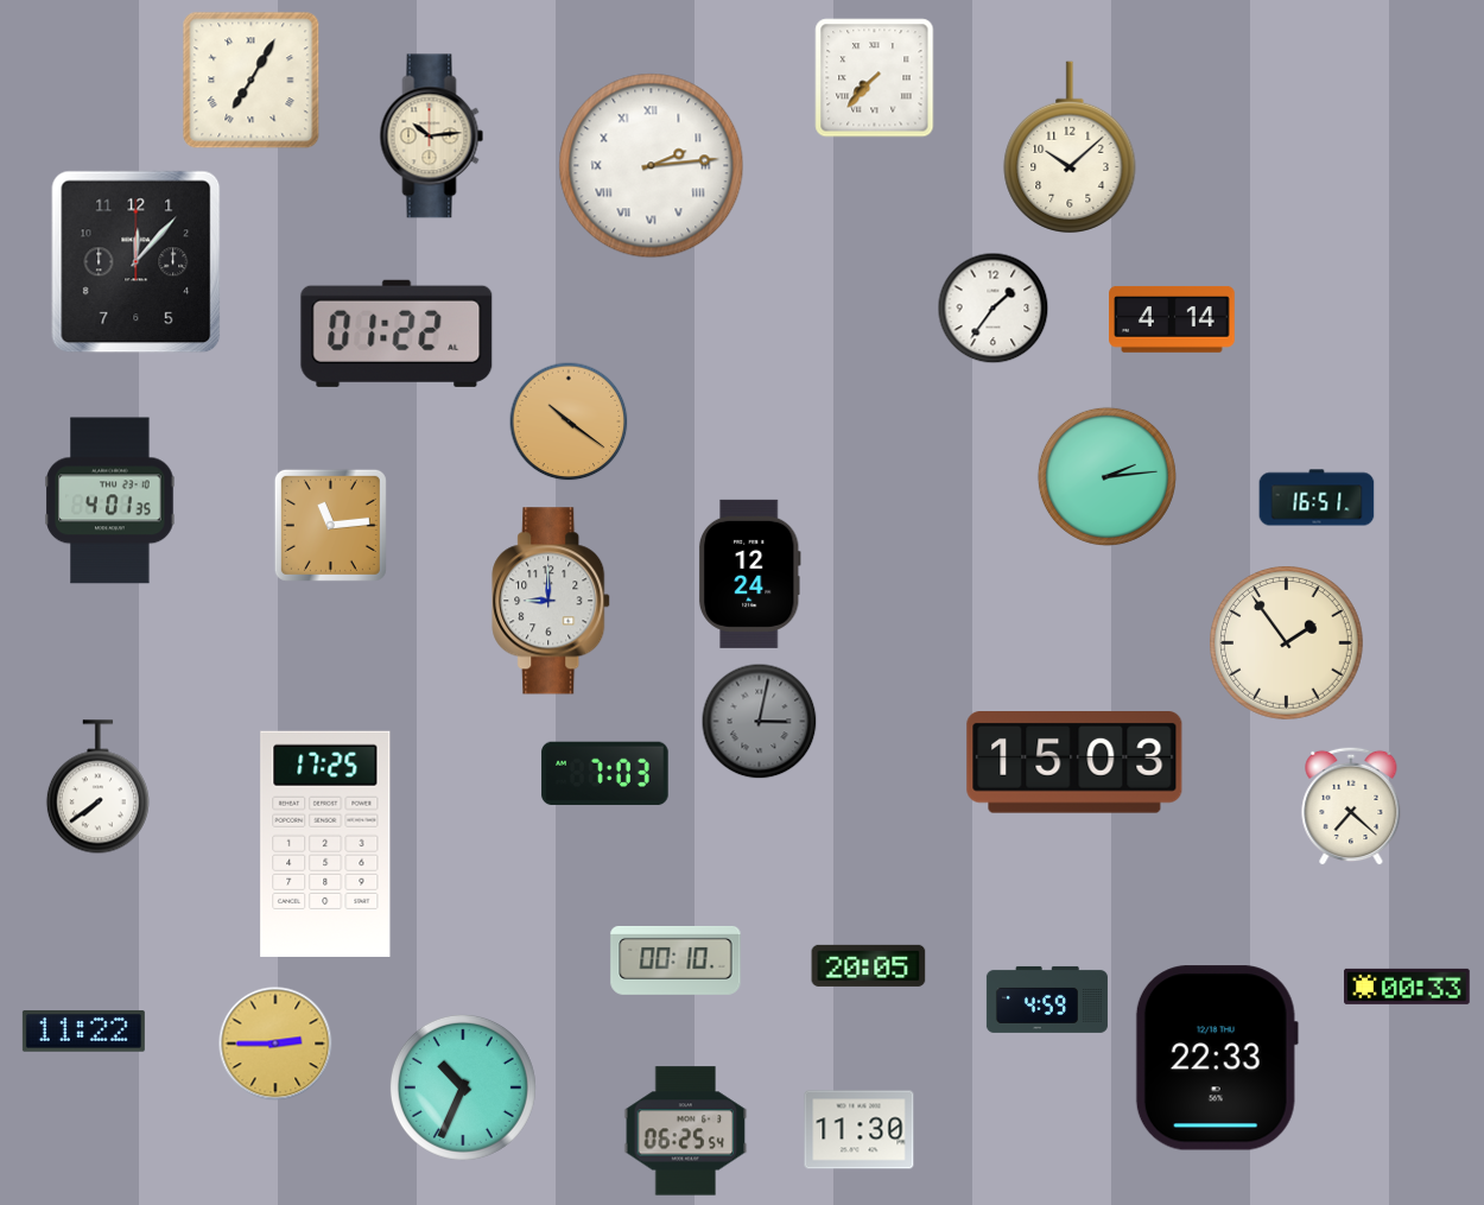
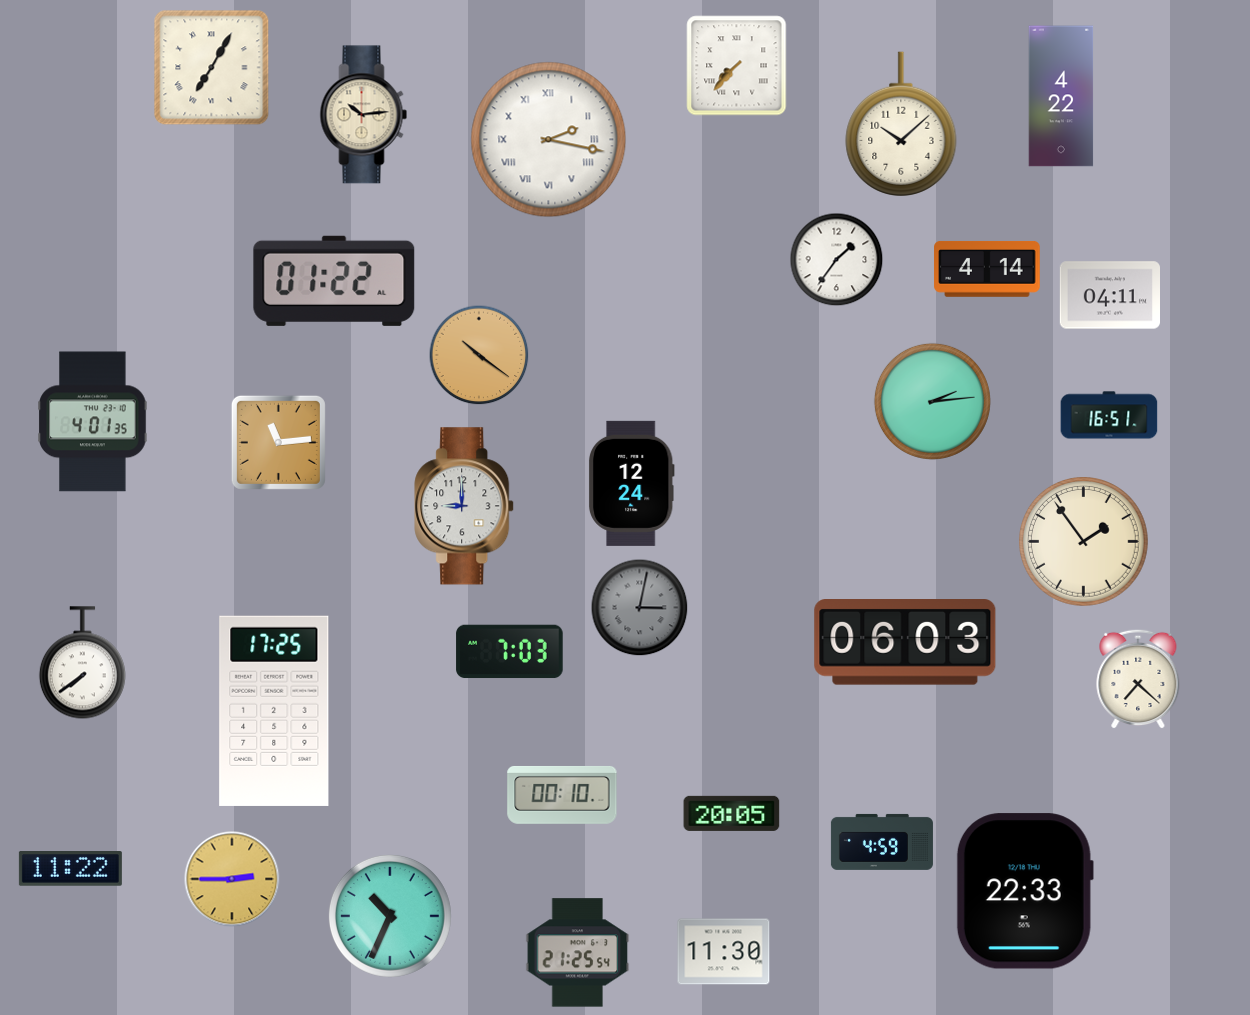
clock at (1061, 96): none -> 4:22
clock at (652, 166): 2:14 -> 2:17
clock at (137, 262): 12:07 -> none
clock at (1109, 295): none -> 04:11
clock at (1317, 497) position: (1317, 497) -> (1109, 415)
clock at (1074, 763): 15:03 -> 06:03
clock at (676, 960) position: (676, 960) -> (562, 795)
clock at (1407, 987): 00:33 -> none
clock at (686, 1131): 06:25 -> 21:25
